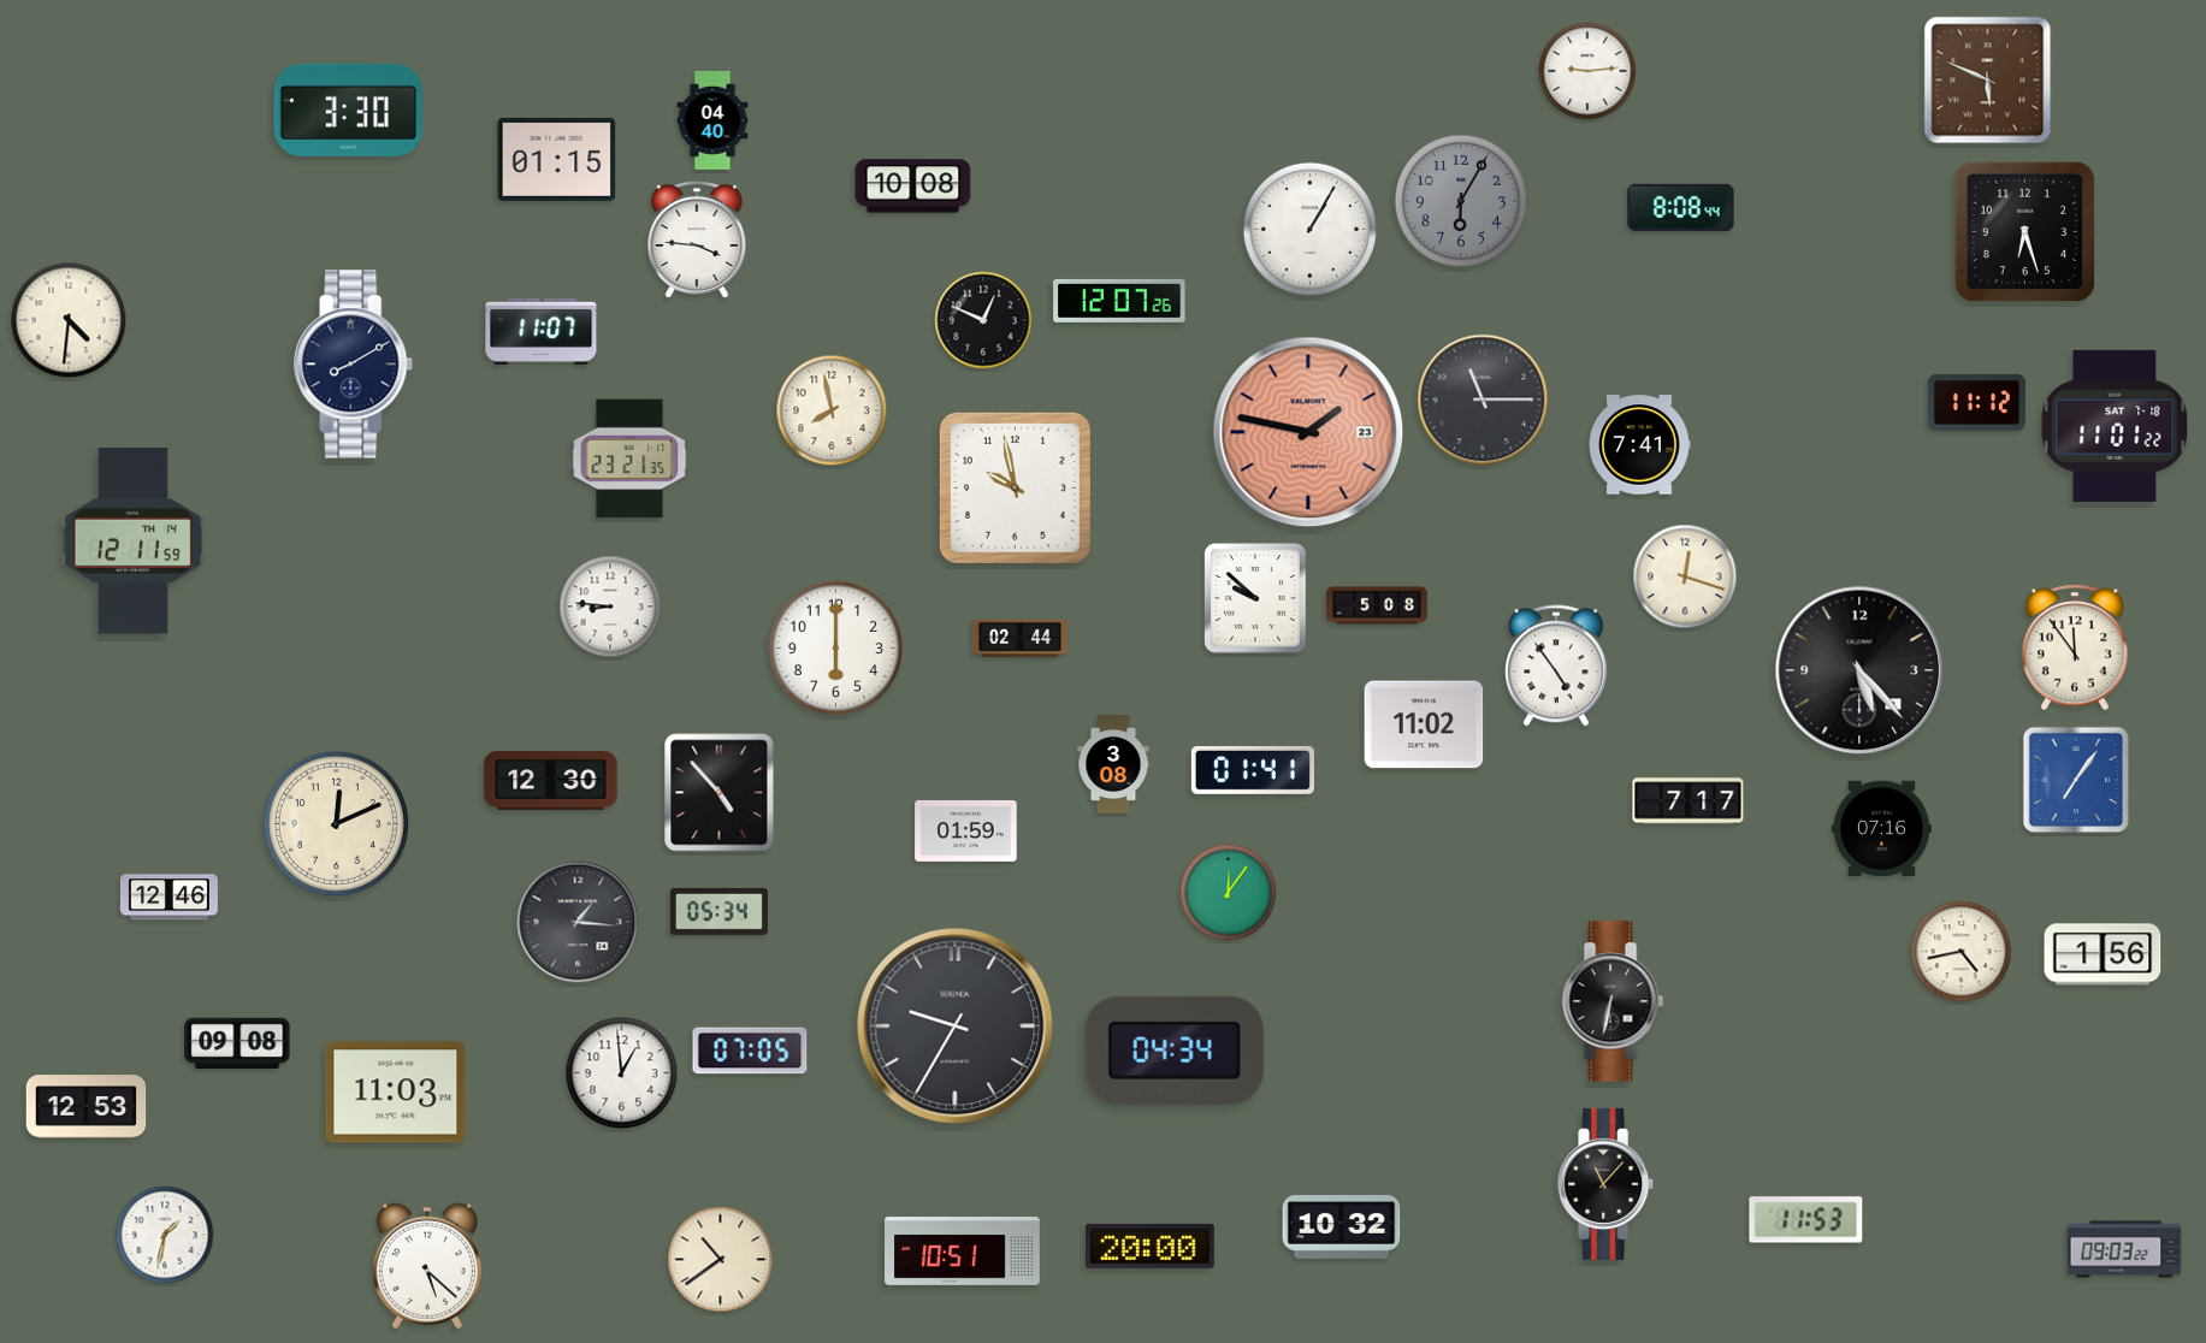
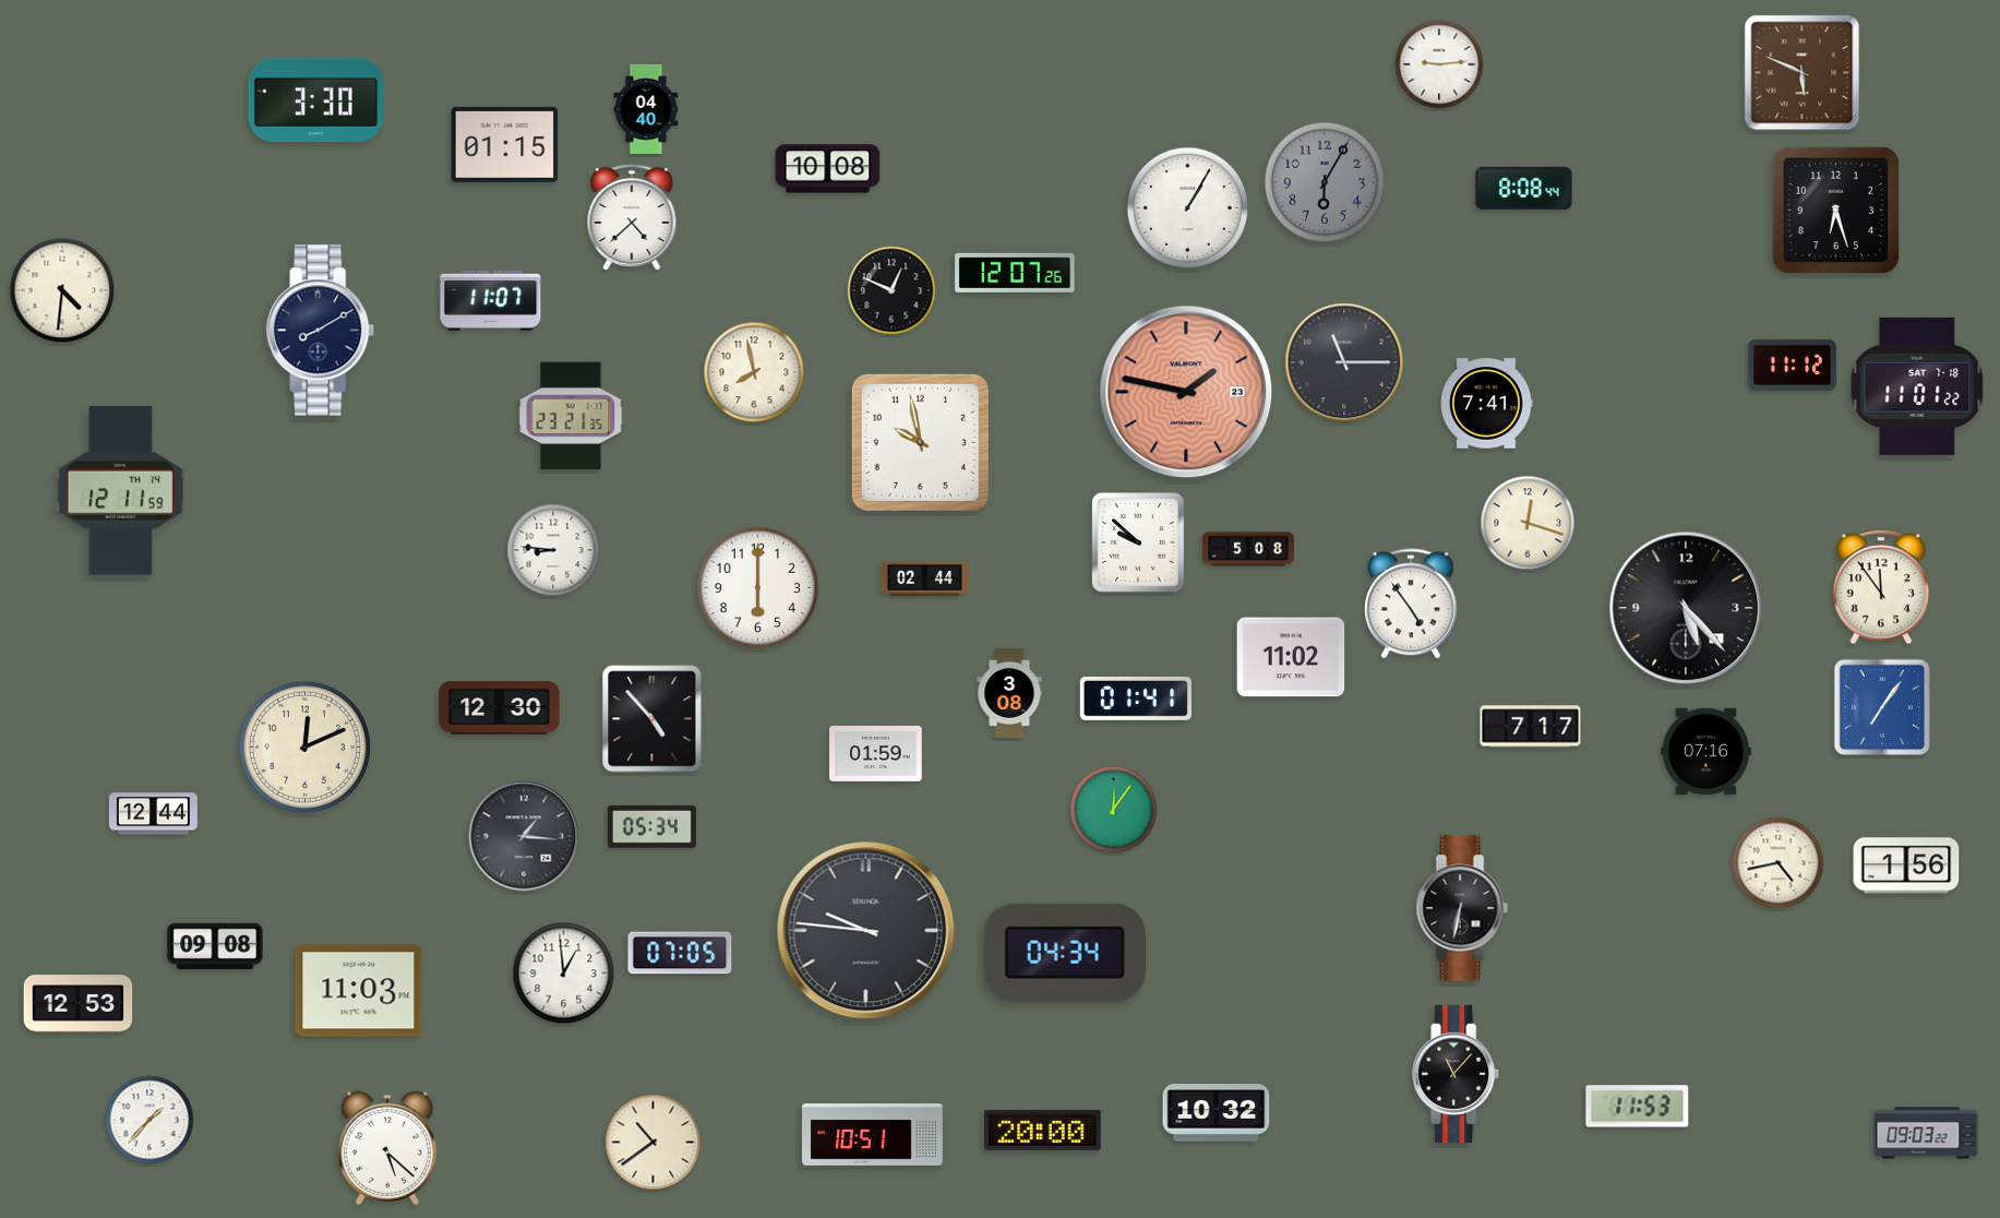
clock at (697, 238): 3:46 -> 4:38
clock at (168, 898): 12:46 -> 12:44
clock at (956, 1027): 9:35 -> 9:46
clock at (165, 1235): 1:32 -> 1:37
